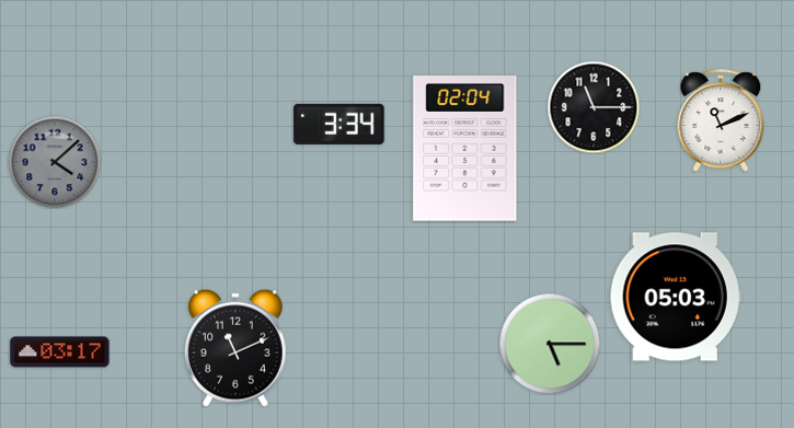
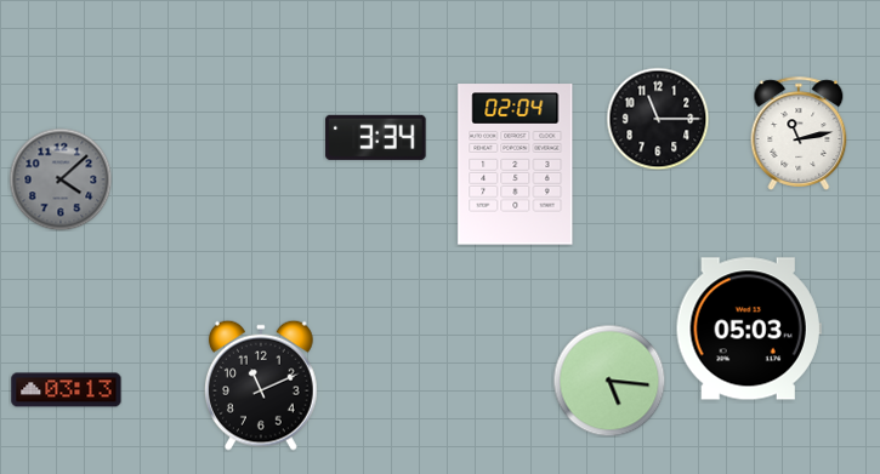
clock at (721, 120): 11:11 -> 11:13
clock at (550, 344): 5:15 -> 5:16
clock at (60, 352): 03:17 -> 03:13
